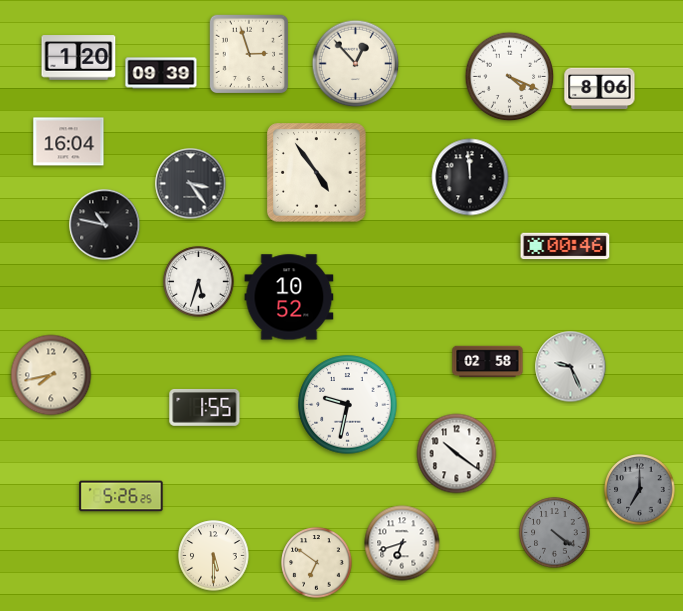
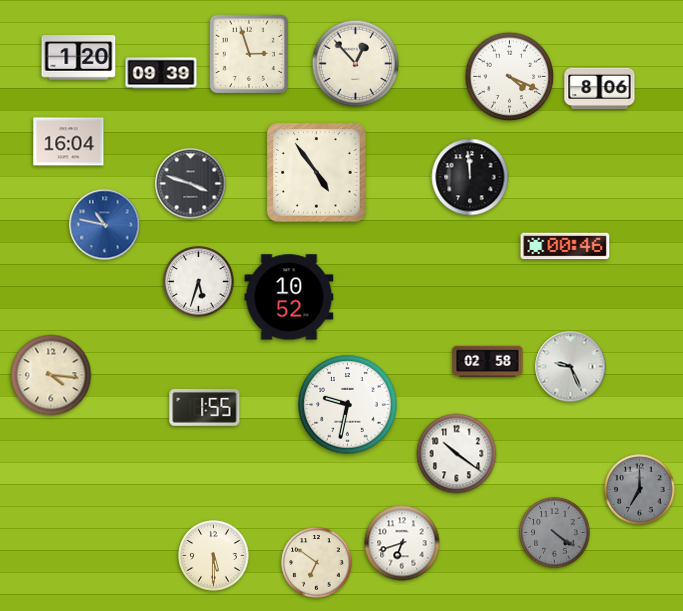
clock at (191, 184): 3:24 -> 3:48
clock at (105, 225) dial: black -> blue
clock at (51, 375): 7:43 -> 4:16
clock at (121, 496): 5:26 -> none
